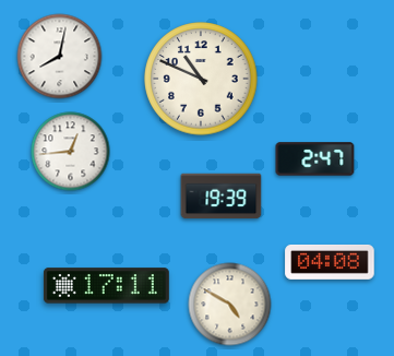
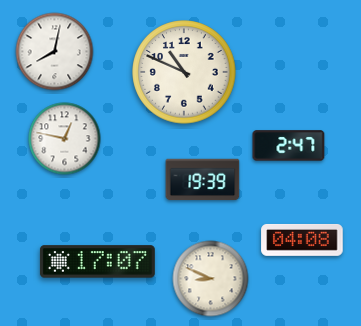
clock at (71, 152): 12:44 -> 12:47
clock at (106, 286): 17:11 -> 17:07
clock at (230, 305): 4:50 -> 8:49
